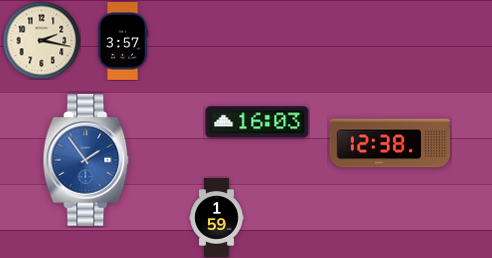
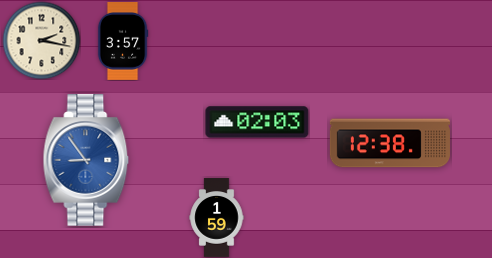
clock at (257, 122): 16:03 -> 02:03
clock at (86, 160): 1:54 -> 8:54
